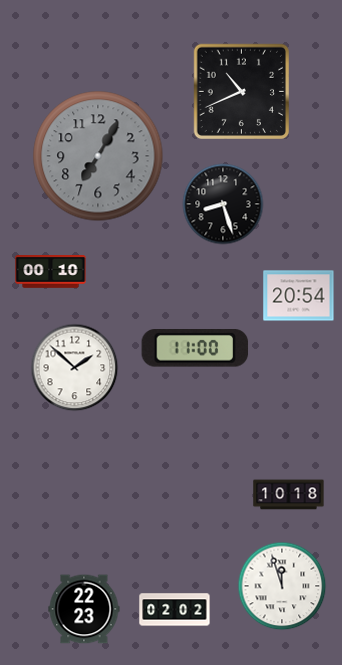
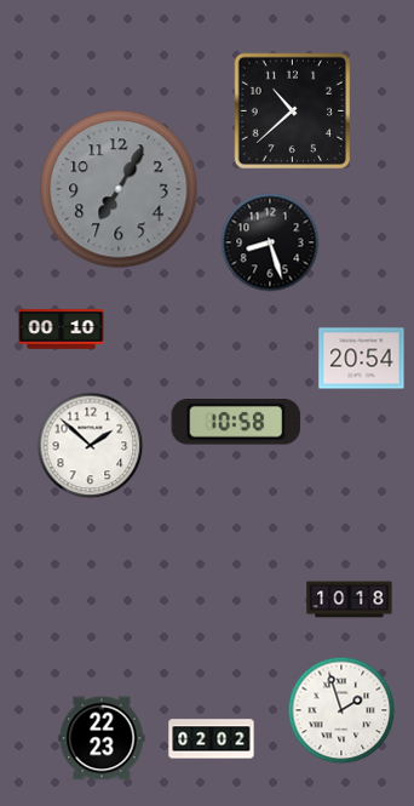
clock at (241, 91): 10:41 -> 10:38
clock at (223, 204) position: (223, 204) -> (270, 242)
clock at (195, 348): 11:00 -> 10:58
clock at (282, 586): 11:57 -> 1:57
